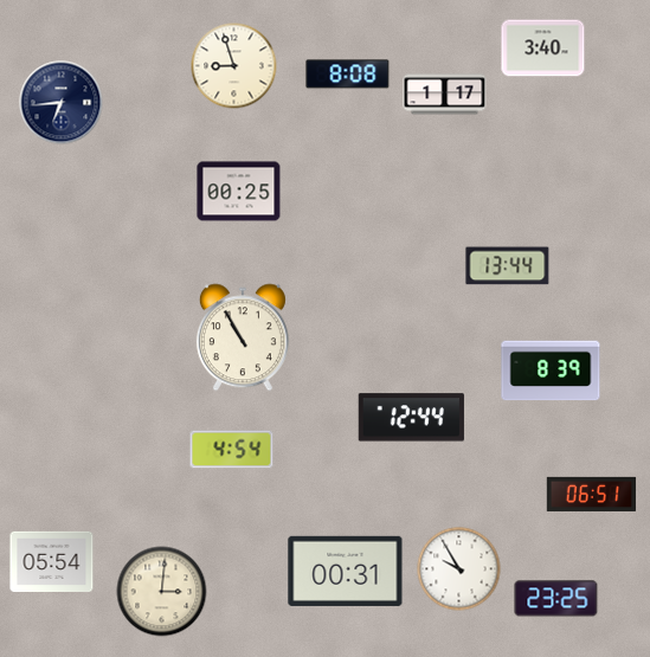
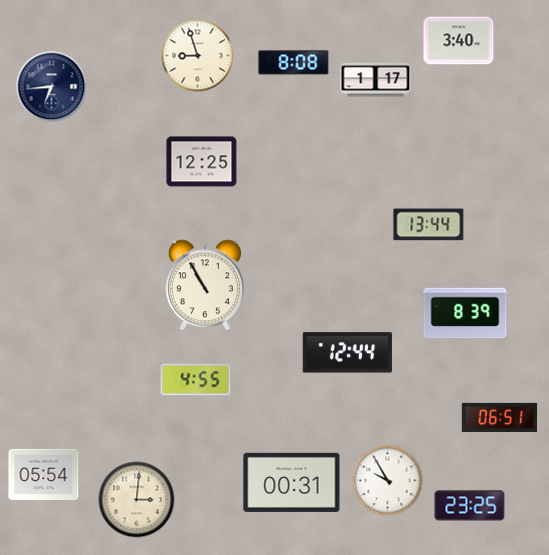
clock at (239, 192): 00:25 -> 12:25
clock at (232, 450): 4:54 -> 4:55
